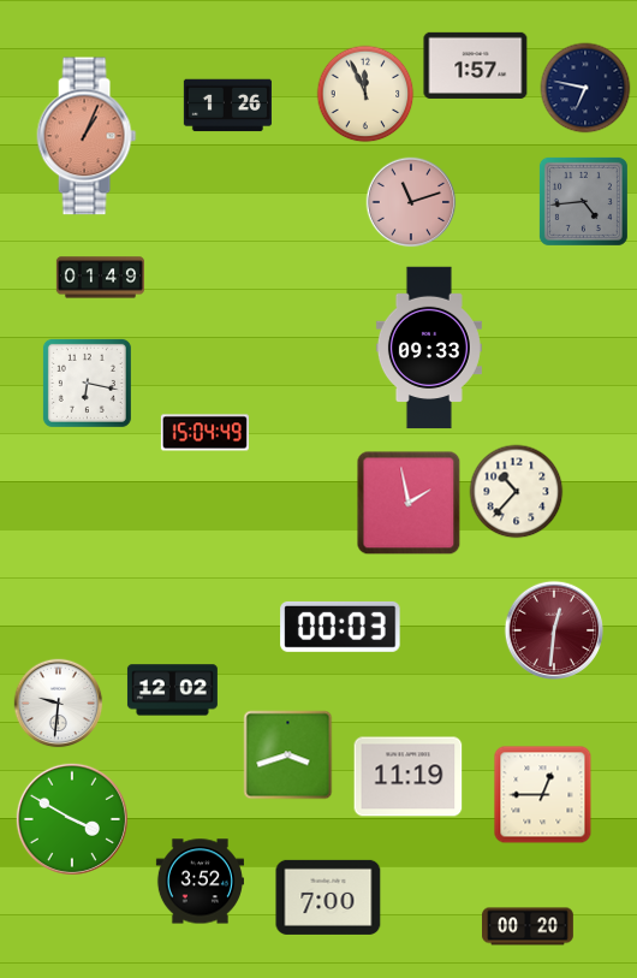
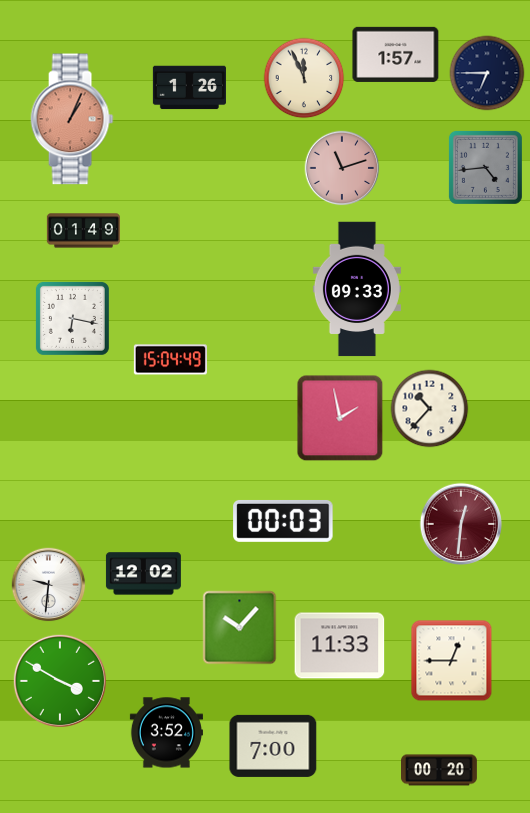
clock at (585, 88): 6:47 -> 6:45
clock at (87, 136) position: (87, 136) -> (72, 119)
clock at (288, 755): 3:42 -> 10:07
clock at (409, 777): 11:19 -> 11:33
